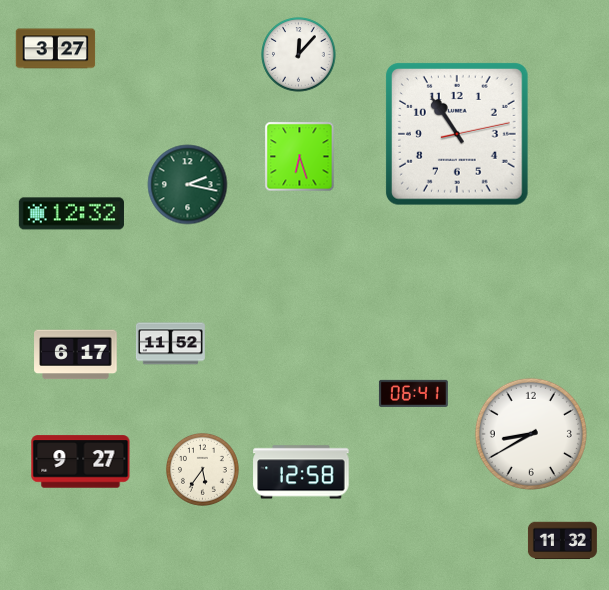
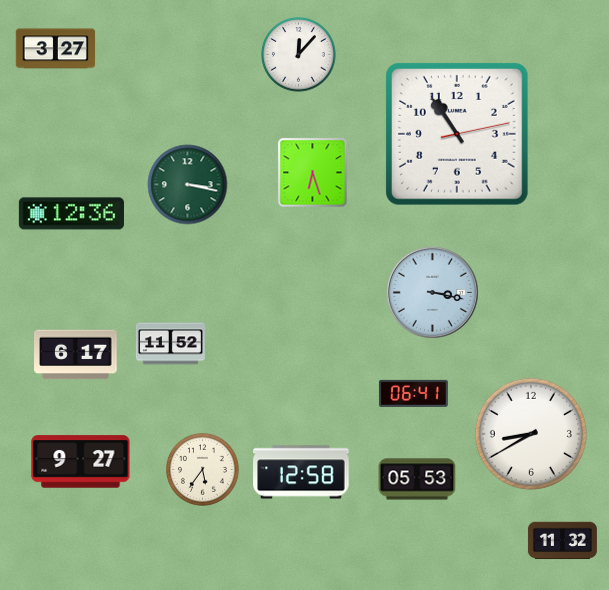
clock at (300, 157) position: (300, 157) -> (313, 173)
clock at (188, 185): 2:17 -> 3:17
clock at (71, 214): 12:32 -> 12:36
clock at (432, 292): none -> 3:17
clock at (417, 479): none -> 05:53
